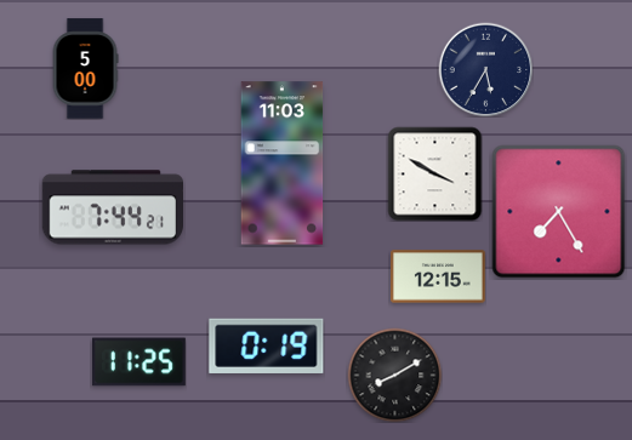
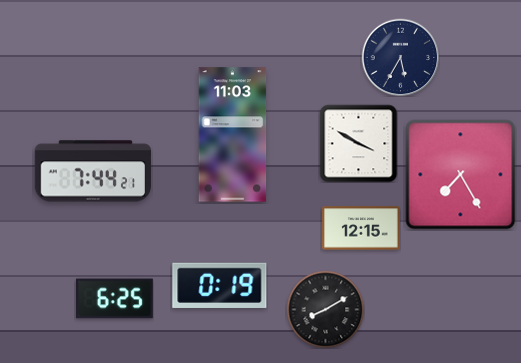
clock at (85, 69): 5:00 -> none
clock at (138, 362): 11:25 -> 6:25
